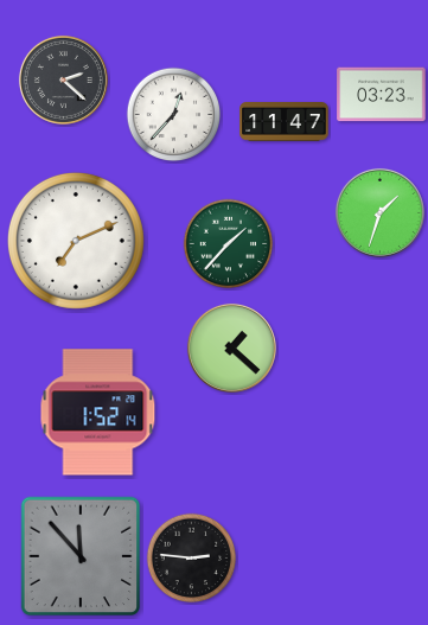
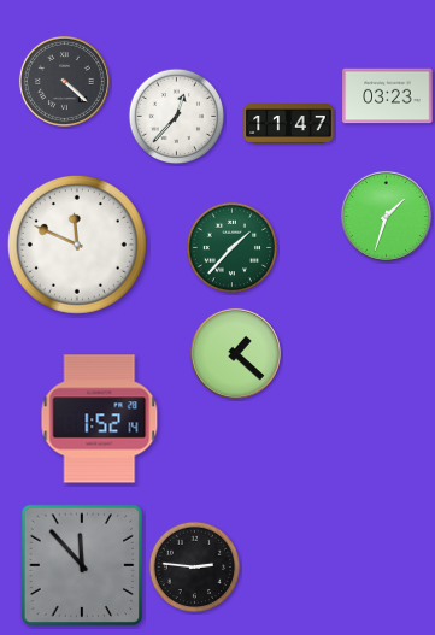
clock at (63, 79): 2:22 -> 4:22
clock at (76, 241): 7:11 -> 11:49
